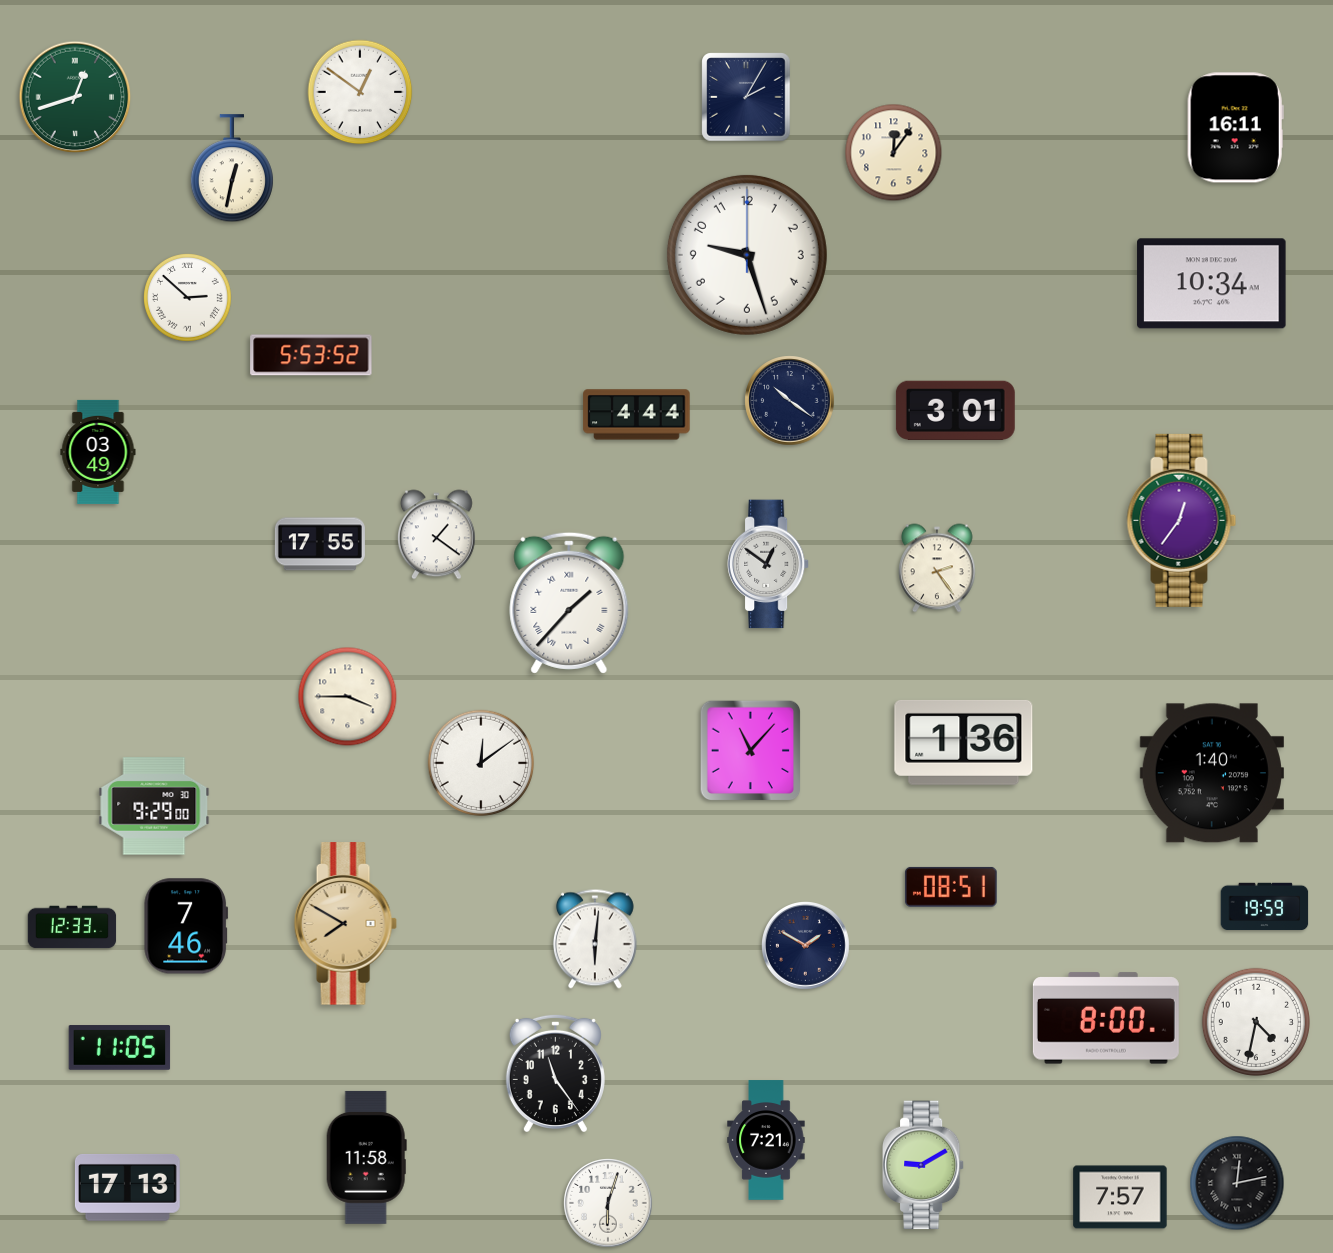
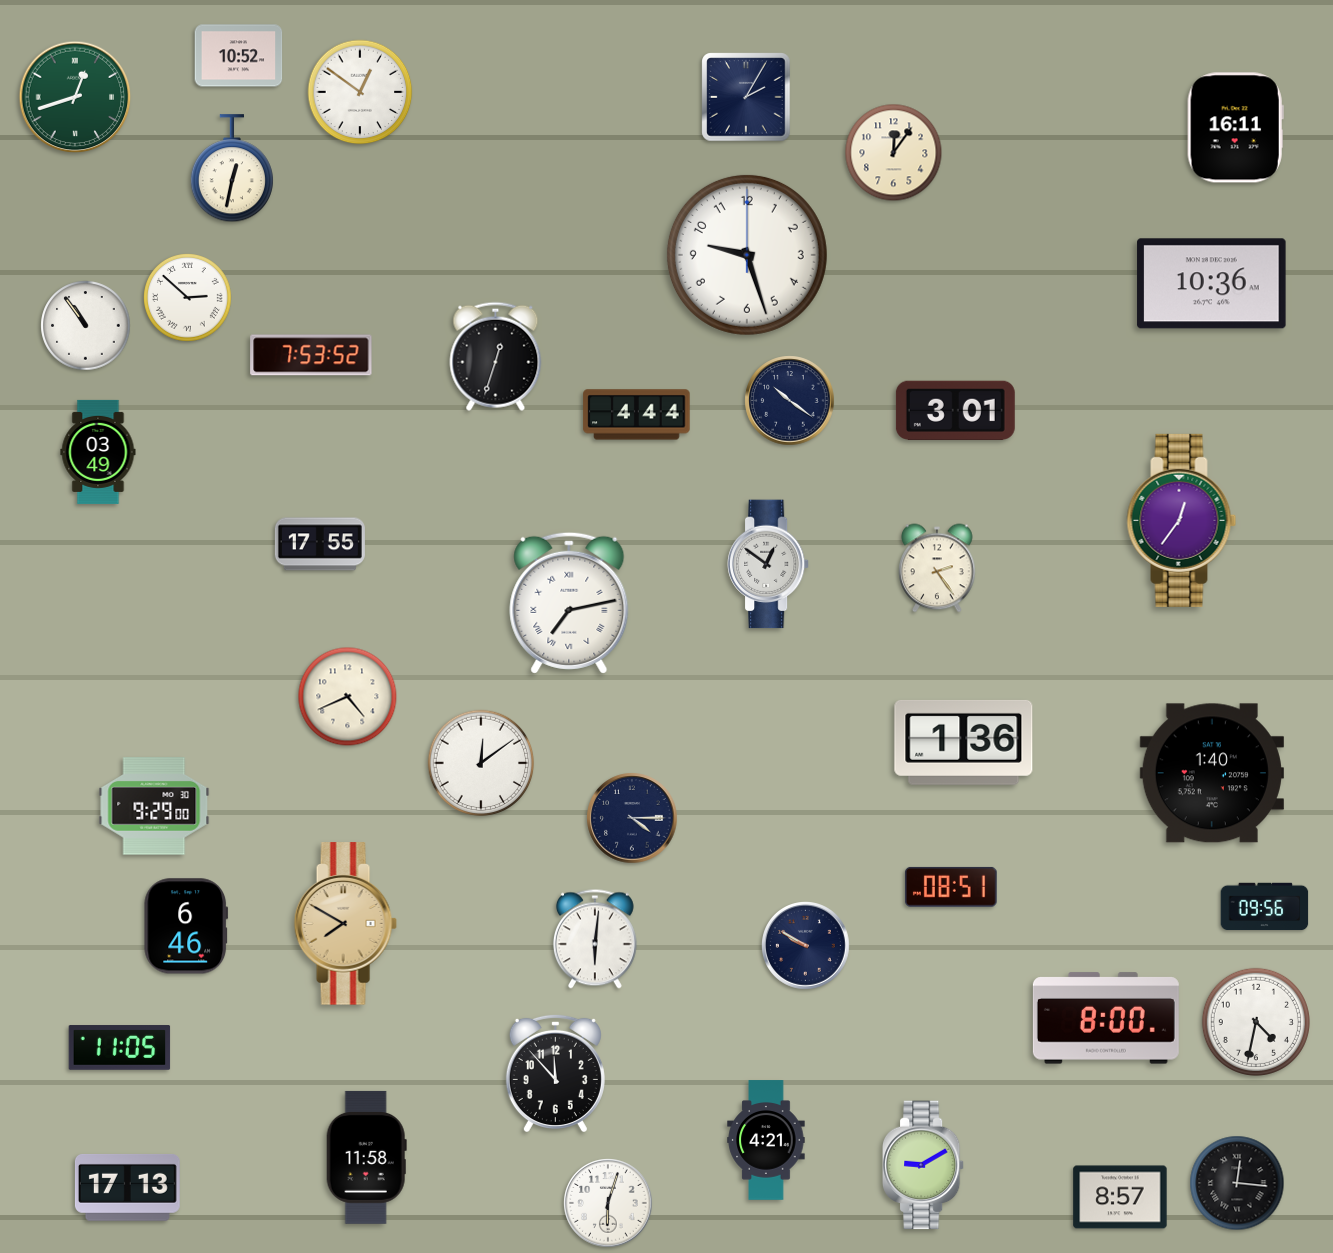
clock at (239, 56): none -> 10:52
clock at (1212, 284): 10:34 -> 10:36
clock at (86, 326): none -> 10:54
clock at (311, 355): 5:53 -> 7:53
clock at (496, 356): none -> 12:33
clock at (437, 535): 1:21 -> none
clock at (569, 603): 1:37 -> 7:13
clock at (348, 697): 3:45 -> 4:41
clock at (751, 751): 11:07 -> none
clock at (632, 818): none -> 4:15
clock at (1265, 907): 19:59 -> 09:56
clock at (186, 926): 7:46 -> 6:46
clock at (72, 927): 12:33 -> none
clock at (806, 946): 1:50 -> 9:50
clock at (555, 1072): 11:24 -> 11:53
clock at (766, 1140): 7:21 -> 4:21
clock at (1237, 1183): 12:13 -> 12:16
clock at (1120, 1197): 7:57 -> 8:57
